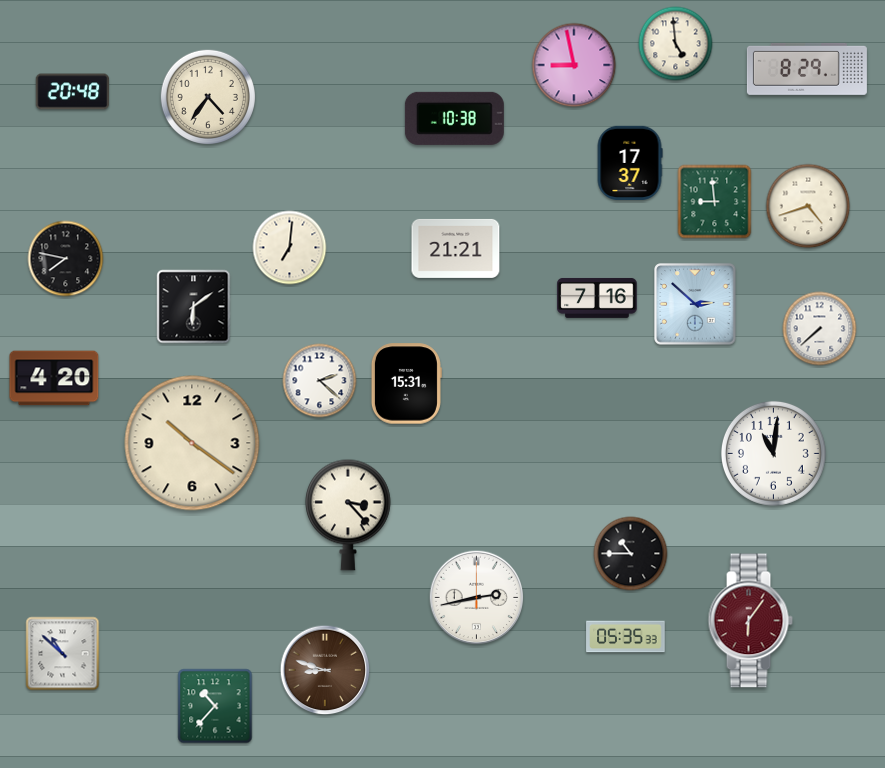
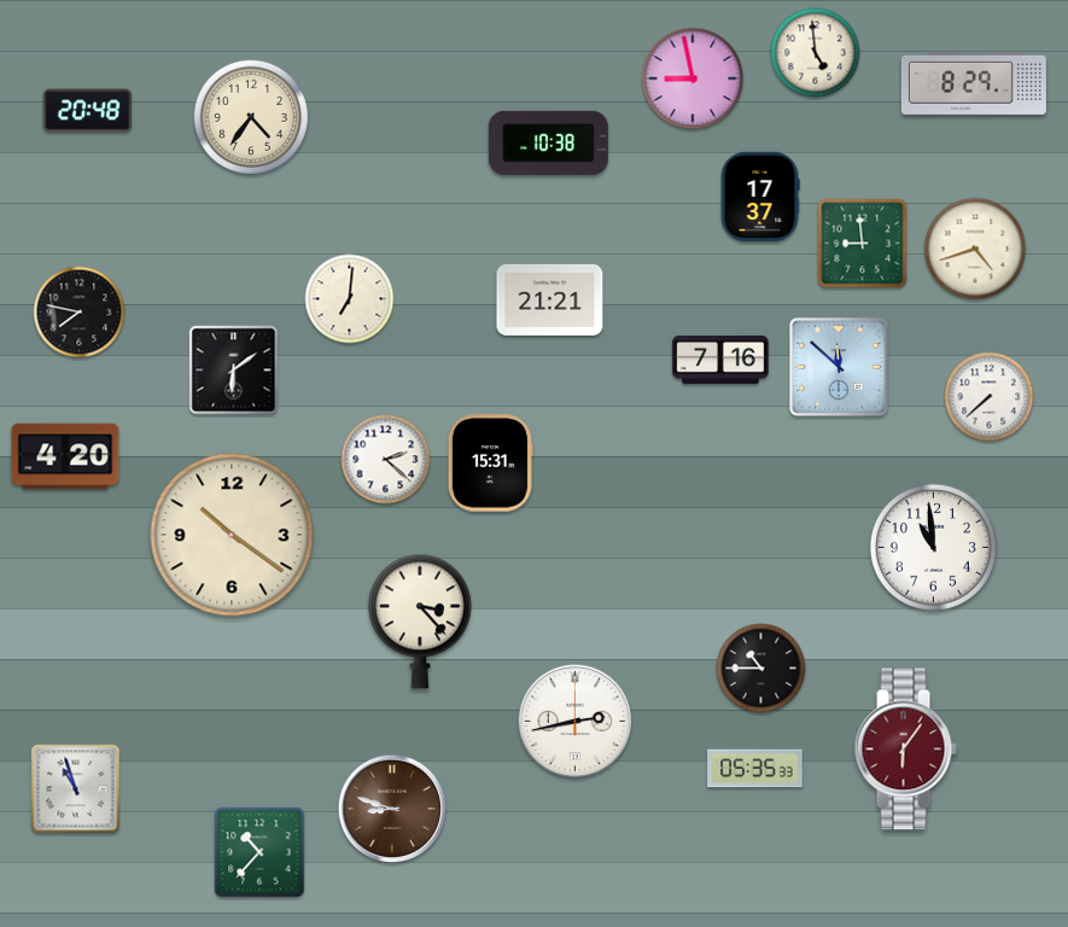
clock at (695, 304): 2:52 -> 11:52
clock at (773, 453): 11:01 -> 10:59
clock at (63, 654): 10:52 -> 10:57
